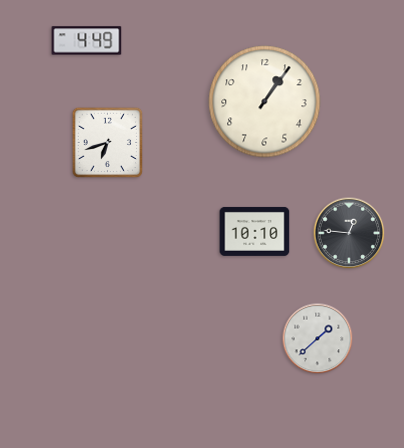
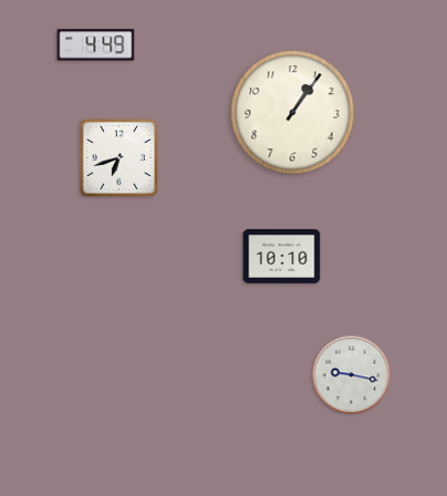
clock at (349, 233): 12:46 -> none
clock at (318, 339): 1:38 -> 9:17
